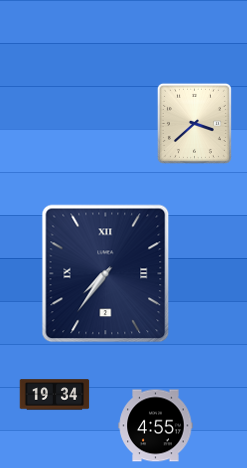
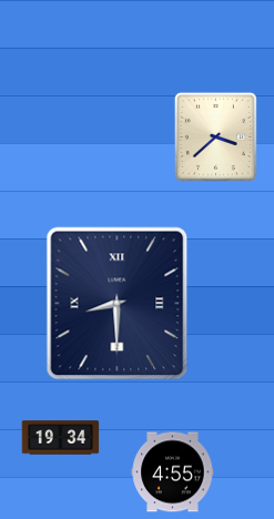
clock at (106, 274): 7:36 -> 8:30
